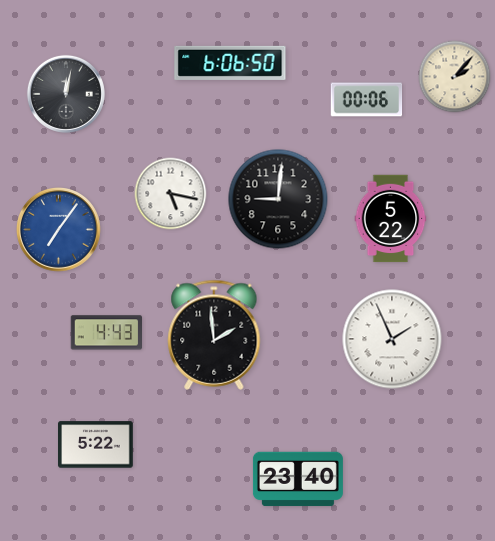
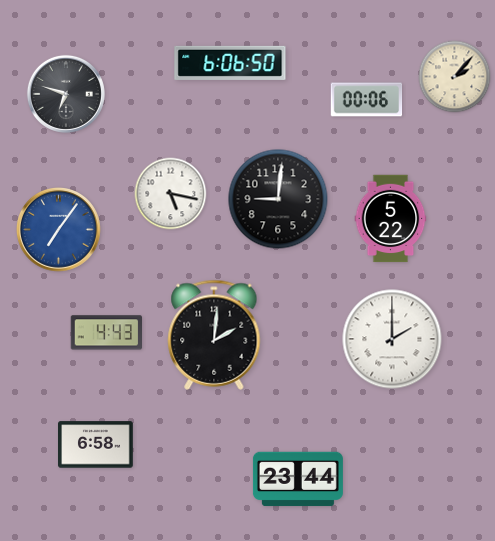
clock at (66, 94): 12:02 -> 6:48
clock at (214, 335): 1:59 -> 2:01
clock at (392, 339): 1:56 -> 2:00
clock at (96, 445): 5:22 -> 6:58
clock at (298, 479): 23:40 -> 23:44
